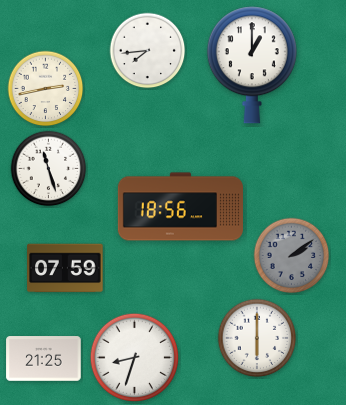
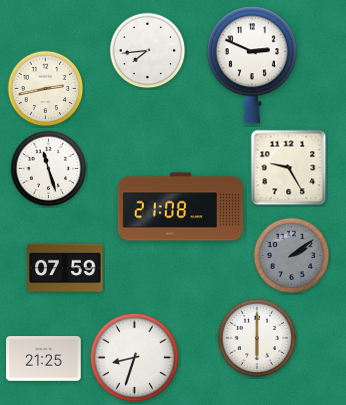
clock at (252, 65): 1:00 -> 2:49
clock at (289, 168): none -> 9:25
clock at (180, 207): 18:56 -> 21:08
